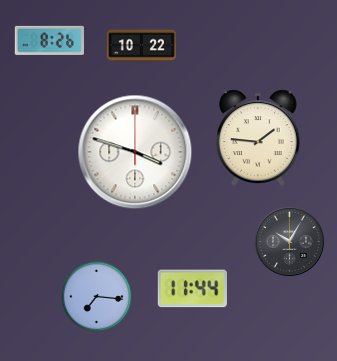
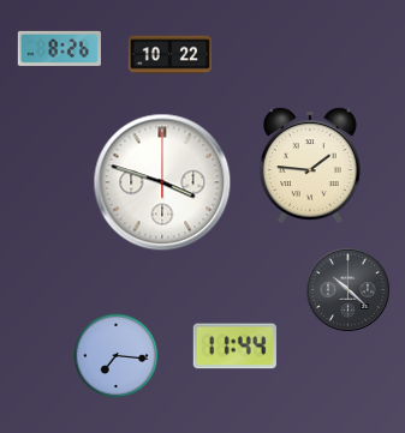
clock at (289, 241): 10:05 -> 10:22
clock at (192, 289) position: (192, 289) -> (234, 347)
